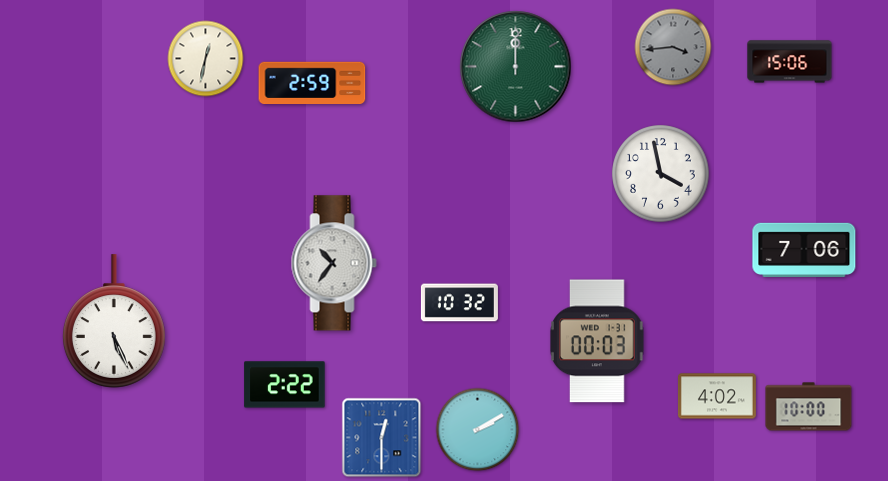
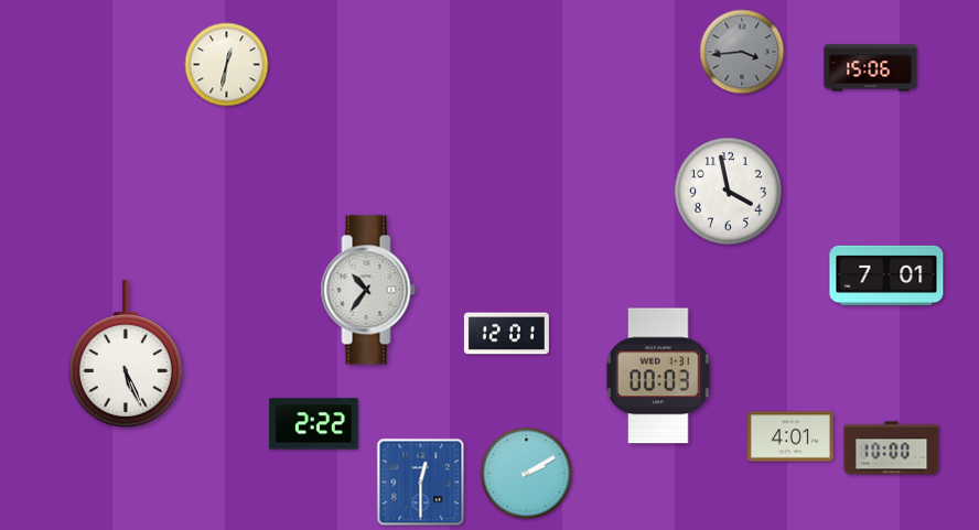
clock at (516, 67): 12:00 -> none
clock at (312, 82): 2:59 -> none
clock at (804, 250): 7:06 -> 7:01
clock at (459, 303): 10:32 -> 12:01
clock at (717, 396): 4:02 -> 4:01
